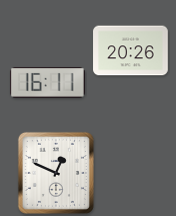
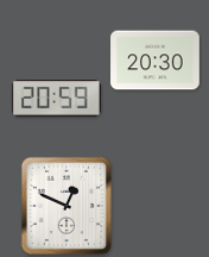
clock at (131, 51): 20:26 -> 20:30
clock at (47, 83): 16:11 -> 20:59
